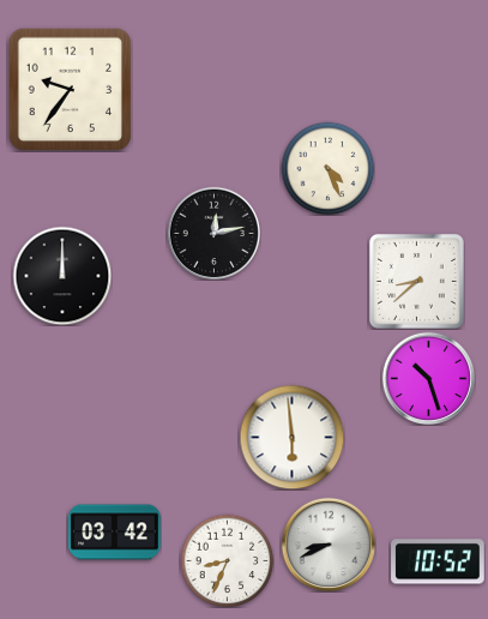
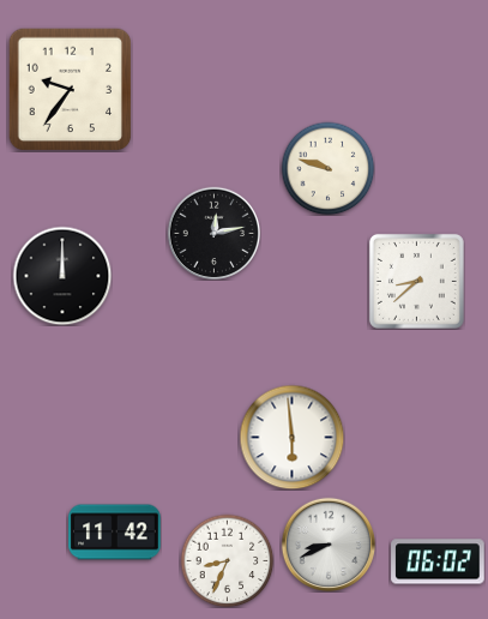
clock at (327, 168): 4:26 -> 9:48
clock at (428, 378): 10:27 -> none
clock at (115, 533): 03:42 -> 11:42
clock at (438, 561): 10:52 -> 06:02
